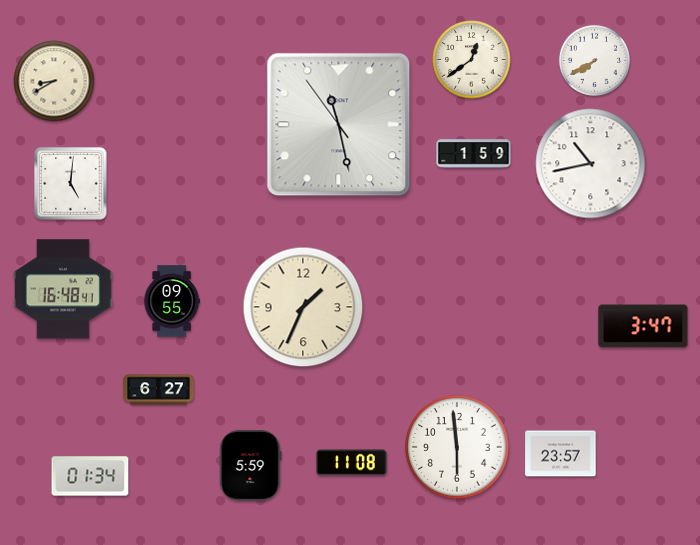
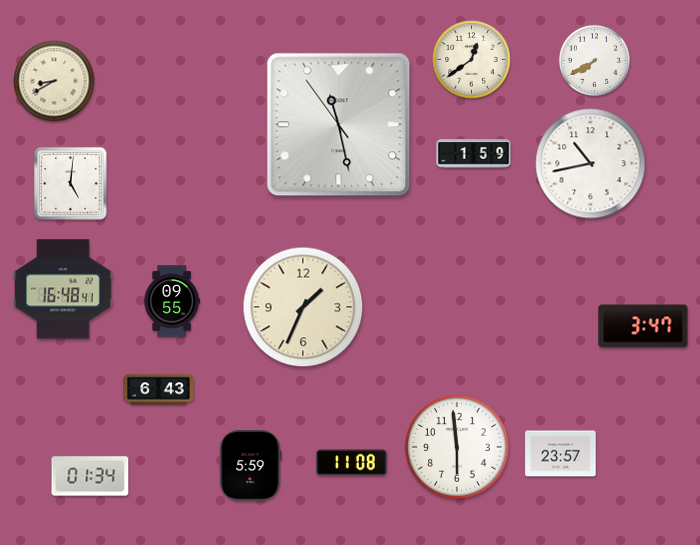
clock at (159, 390): 6:27 -> 6:43
